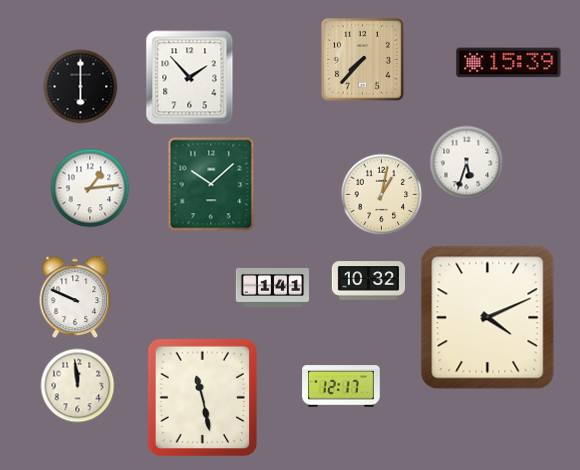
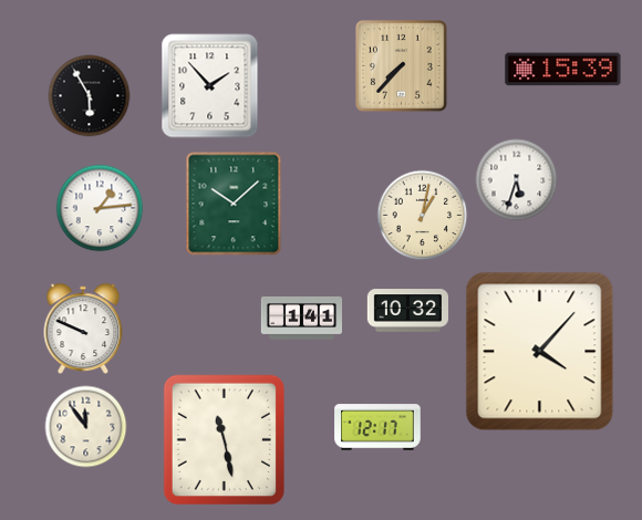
clock at (81, 87): 6:00 -> 5:55
clock at (488, 318): 4:11 -> 4:07
clock at (78, 386): 11:59 -> 11:54
